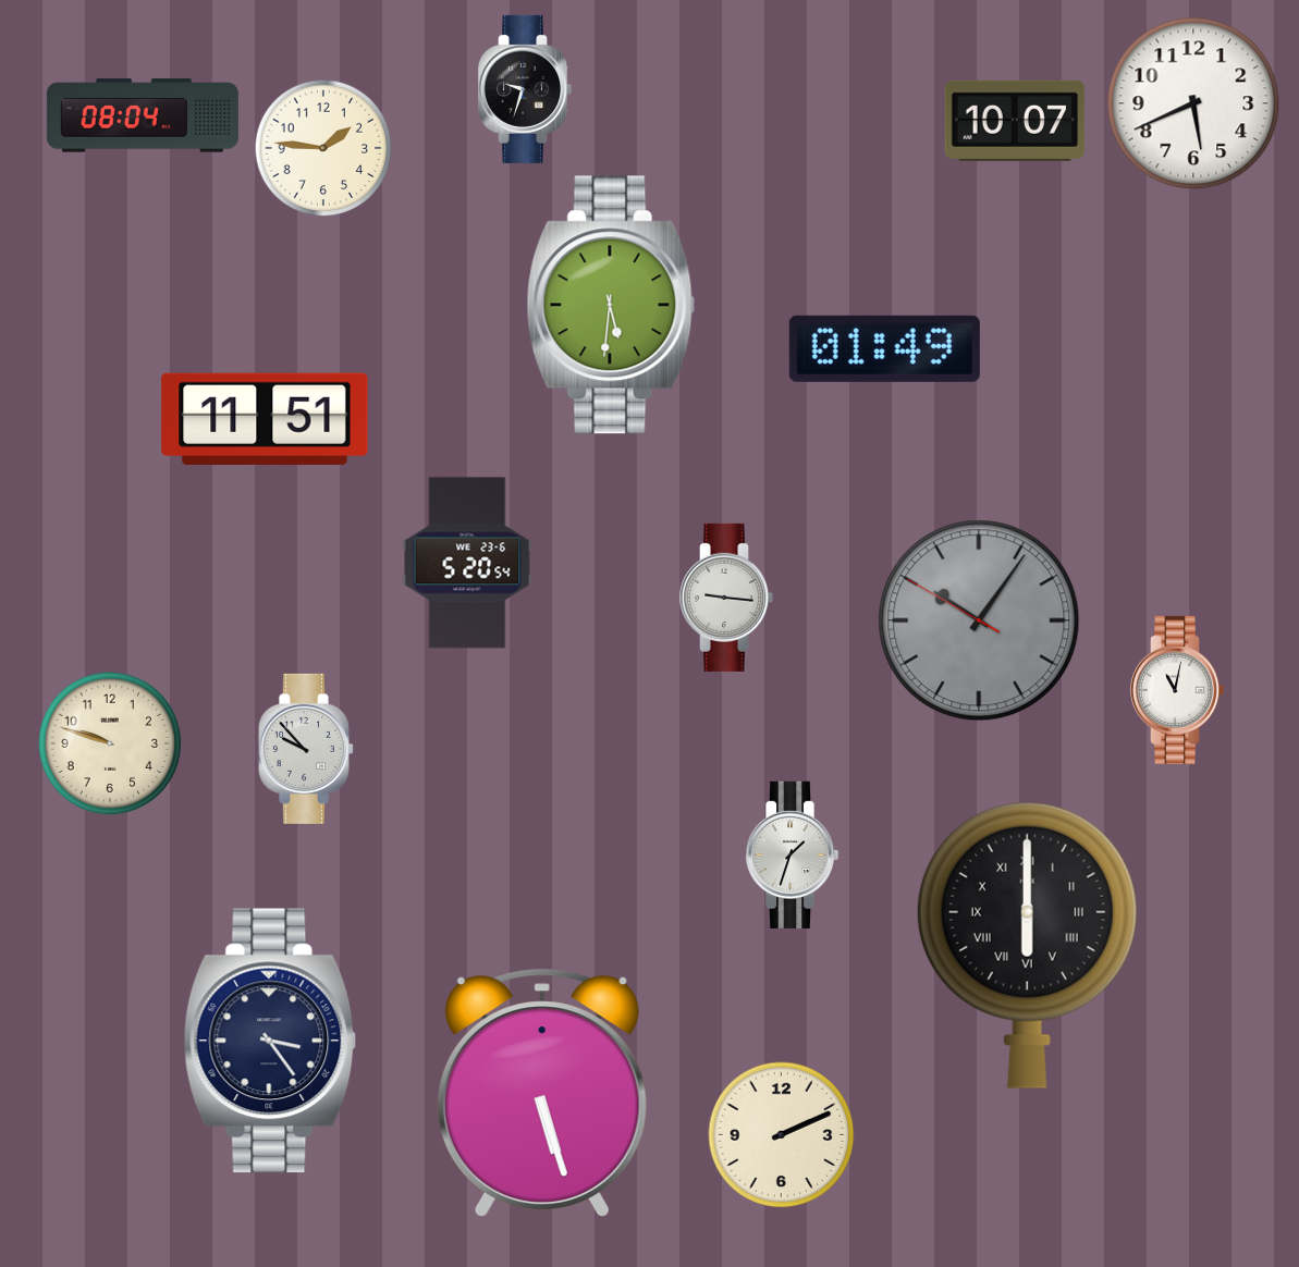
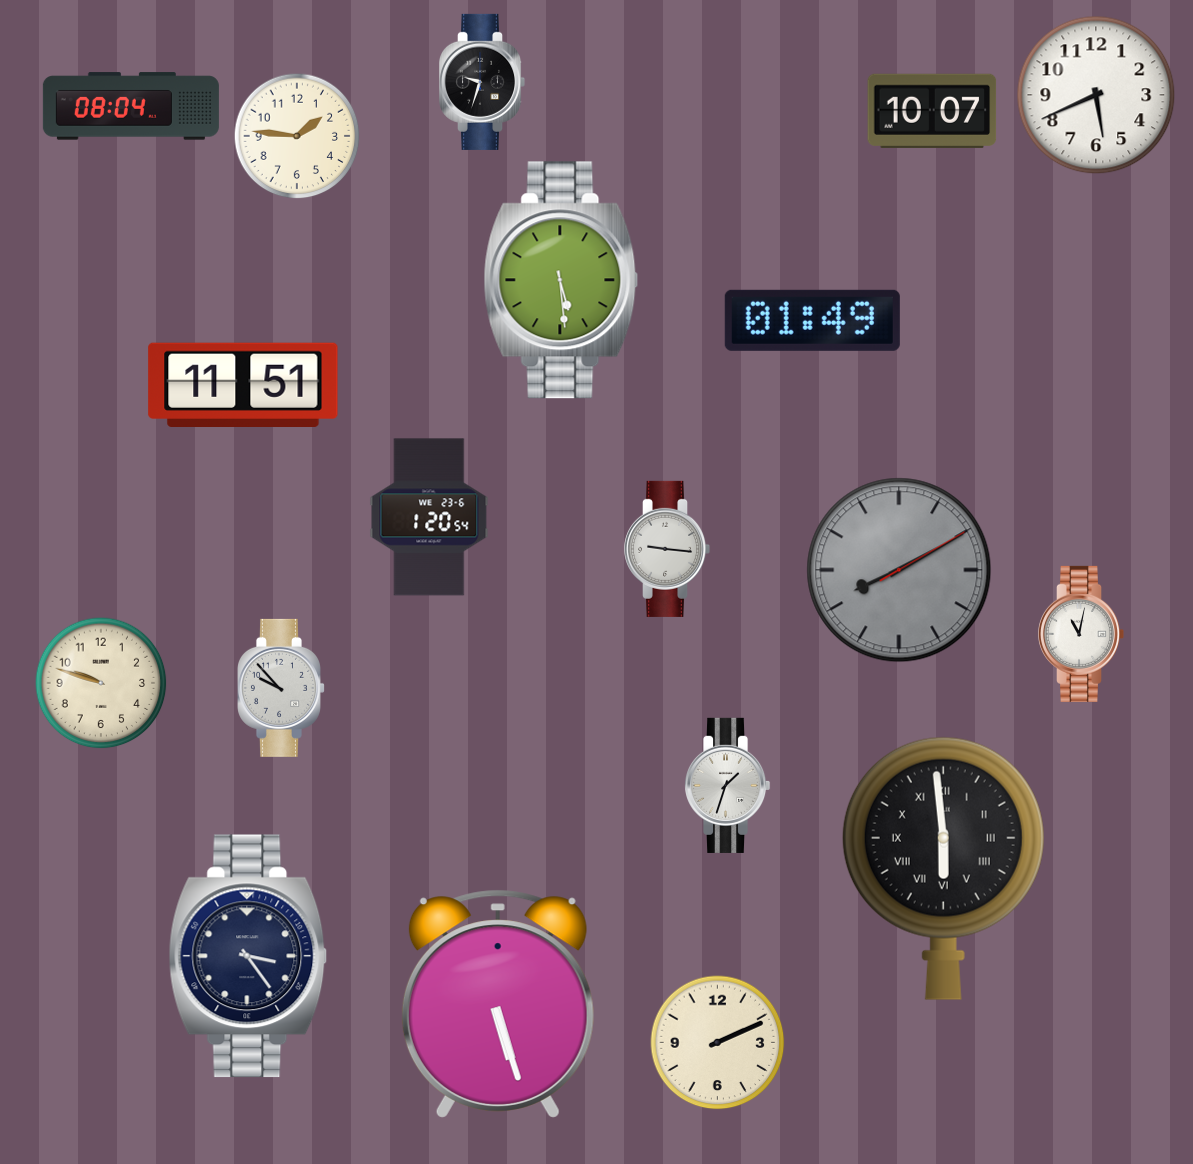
clock at (611, 305): 5:31 -> 5:29
clock at (467, 563): 5:20 -> 1:20
clock at (979, 620): 10:05 -> 8:10
clock at (1027, 945): 6:00 -> 5:59
